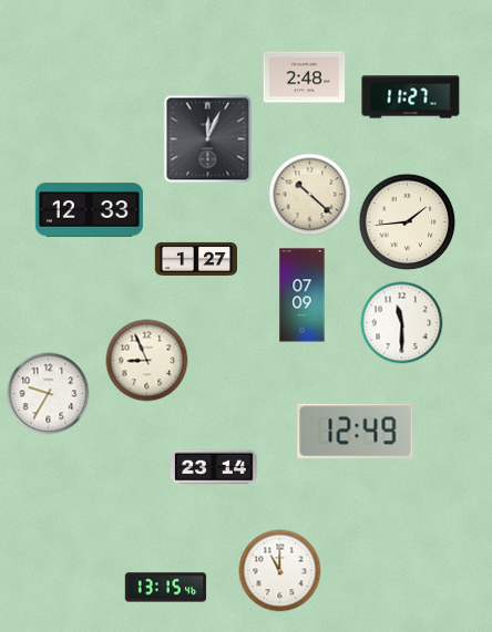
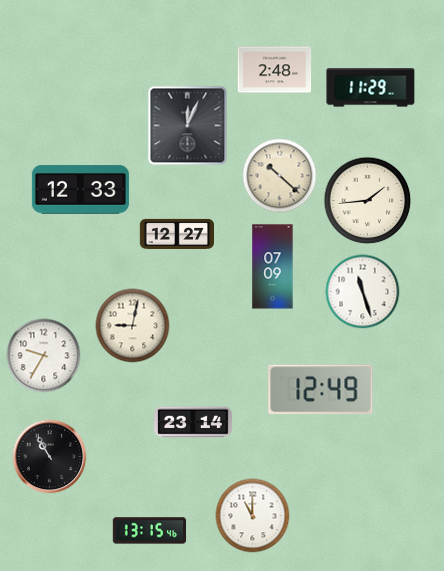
clock at (411, 97): 11:27 -> 11:29
clock at (195, 259): 1:27 -> 12:27
clock at (402, 323): 11:30 -> 11:27
clock at (147, 361): 8:56 -> 9:02
clock at (50, 457): none -> 10:55
